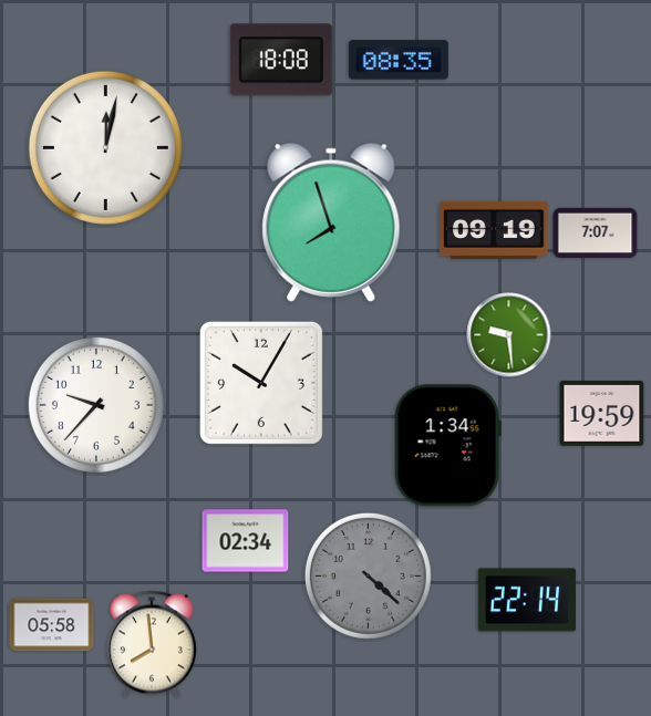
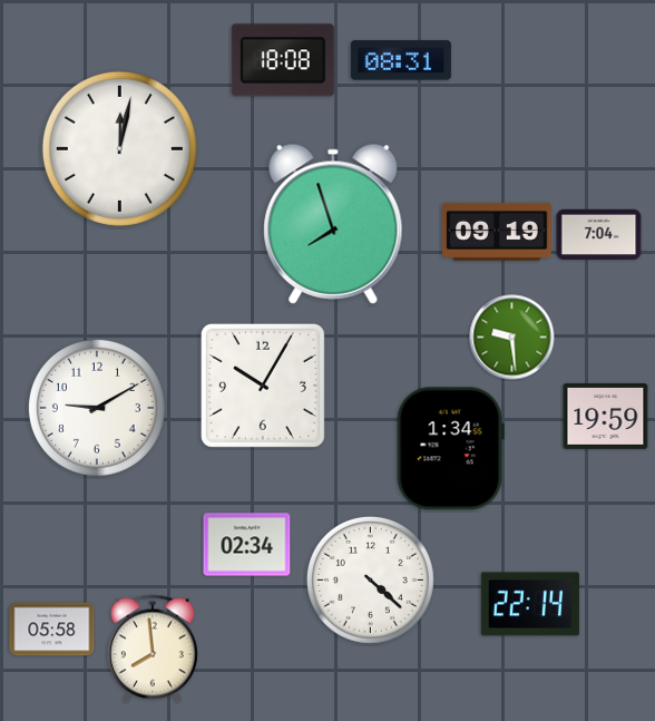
clock at (399, 60): 08:35 -> 08:31
clock at (105, 147) position: (105, 147) -> (119, 148)
clock at (596, 234): 7:07 -> 7:04
clock at (96, 405): 9:37 -> 9:10
clock at (368, 575) dial: grey -> white
